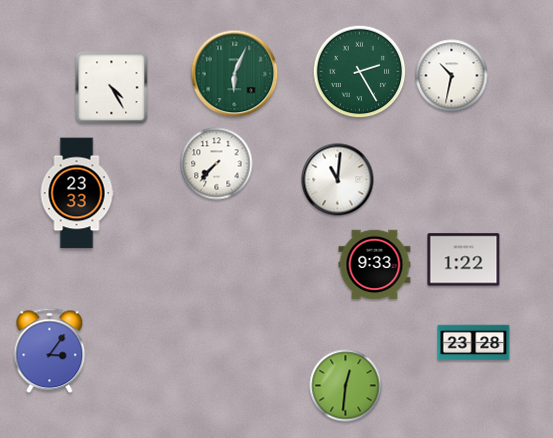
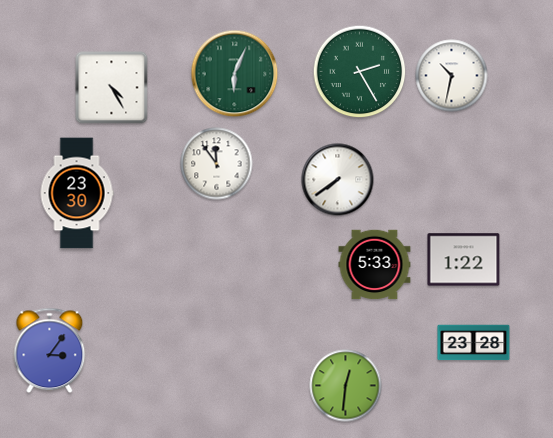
clock at (217, 164): 7:37 -> 11:54
clock at (338, 180): 11:01 -> 7:39
clock at (77, 193): 23:33 -> 23:30
clock at (375, 265): 9:33 -> 5:33
